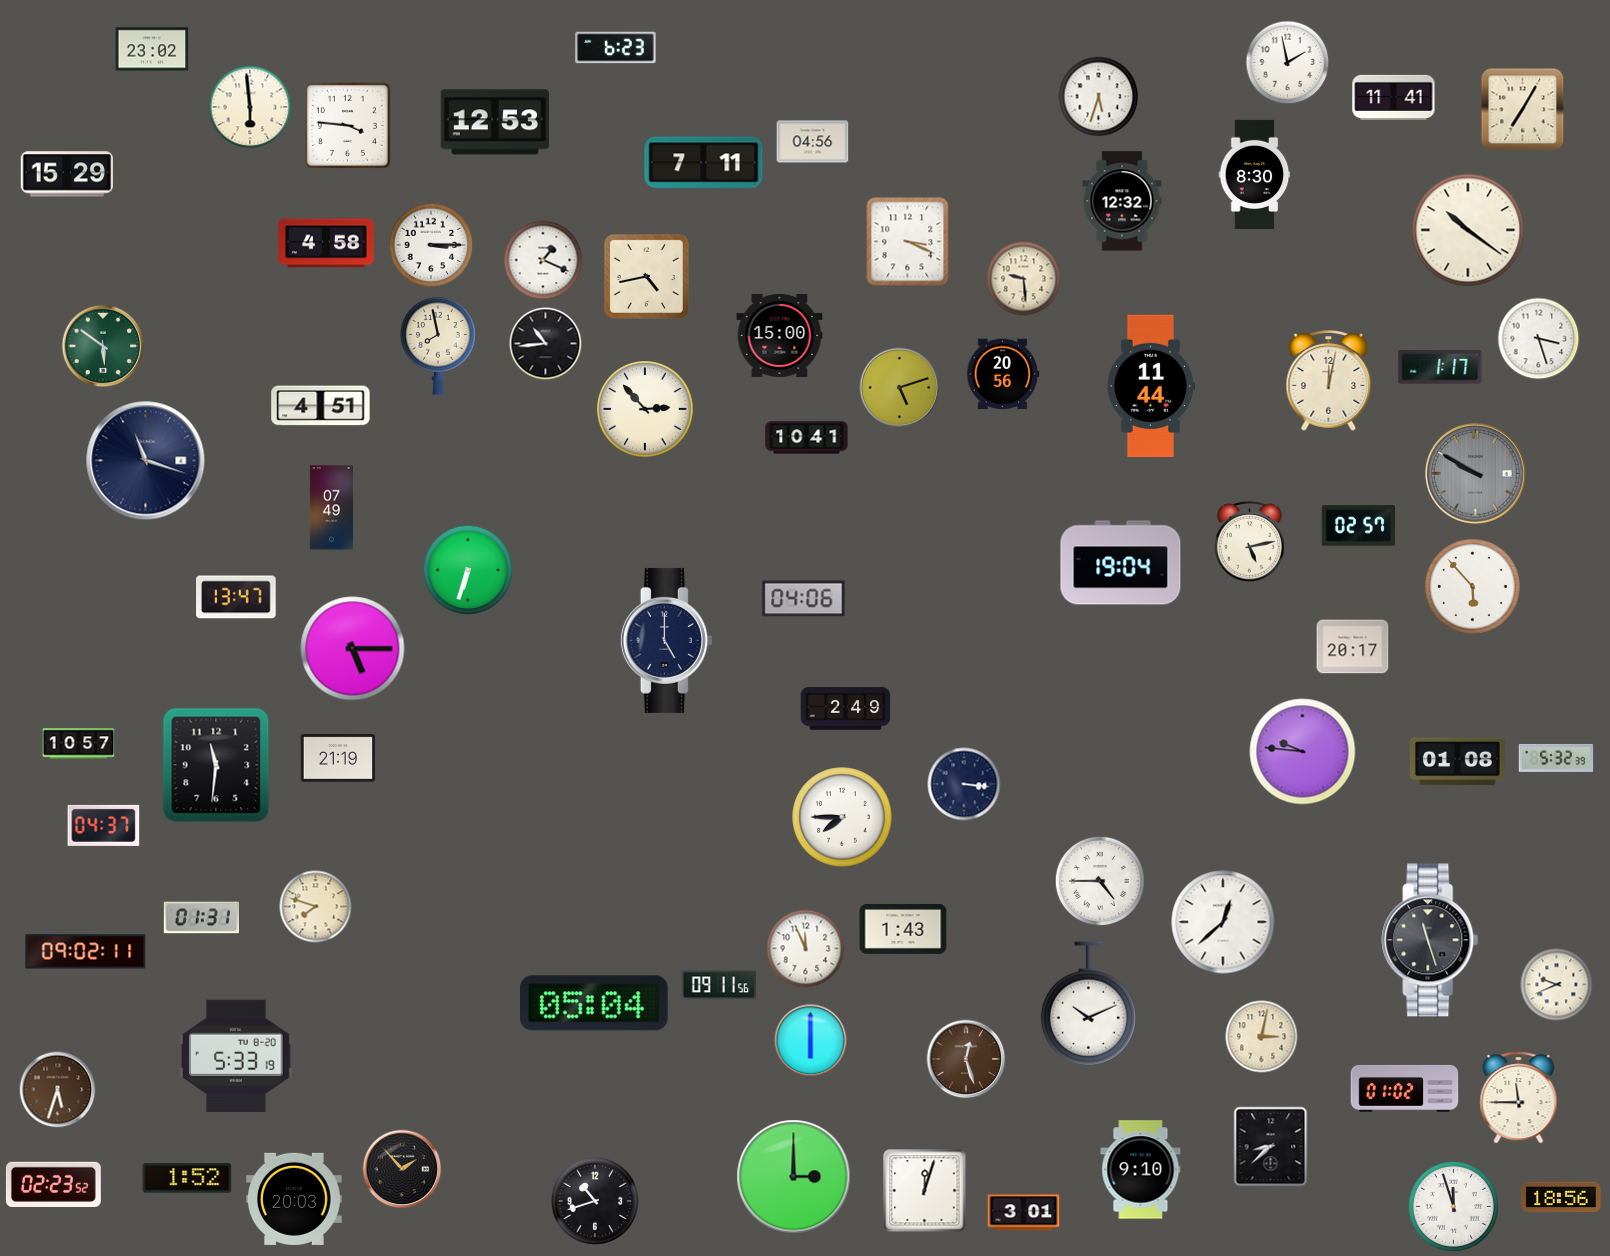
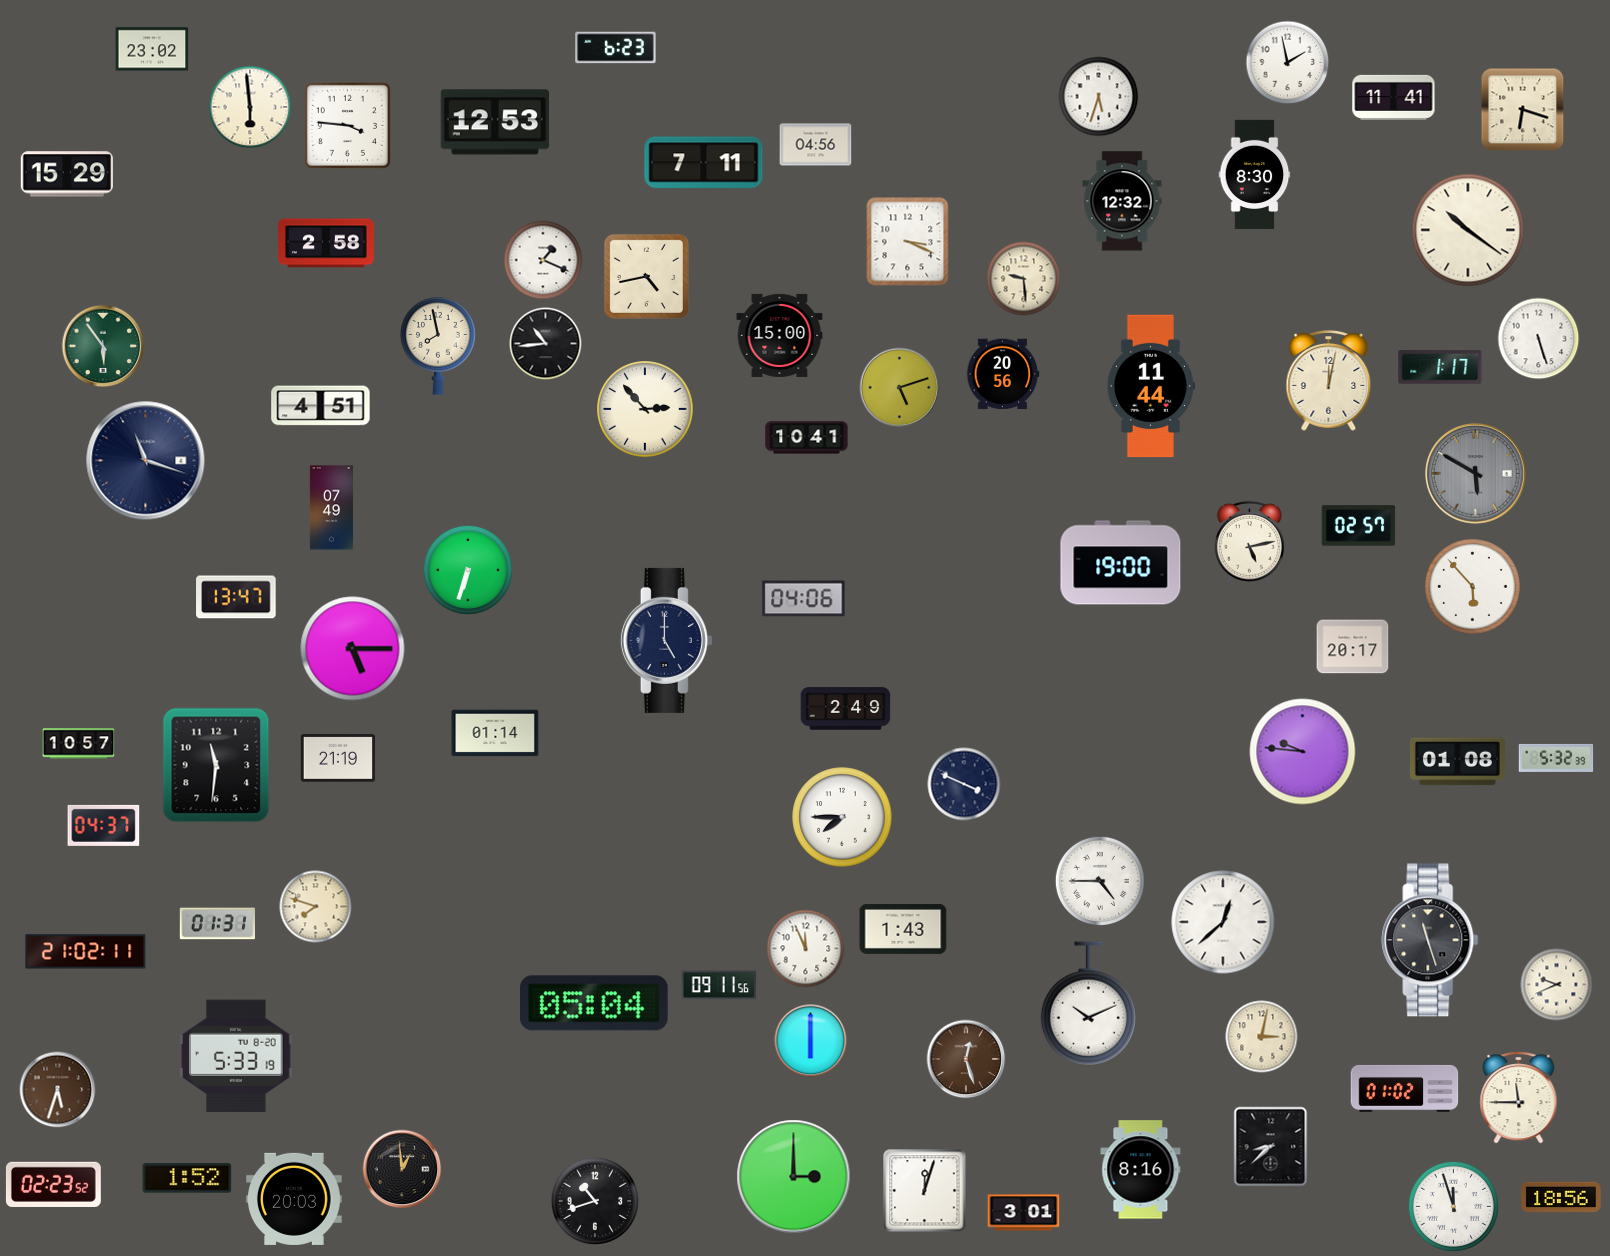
clock at (1523, 110): 7:05 -> 6:18
clock at (813, 142) position: (813, 142) -> (816, 145)
clock at (326, 243): 4:58 -> 2:58
clock at (431, 245): 3:15 -> none
clock at (1539, 339): 3:27 -> 5:27
clock at (103, 346): 5:51 -> 5:54
clock at (1476, 474): 9:50 -> 5:50
clock at (1121, 563): 19:04 -> 19:00
clock at (495, 733): none -> 01:14
clock at (964, 784): 3:16 -> 3:49
clock at (201, 918) position: (201, 918) -> (217, 924)
clock at (86, 952): 09:02 -> 21:02
clock at (402, 1169): 1:53 -> 12:59
clock at (1141, 1170): 9:10 -> 8:16
